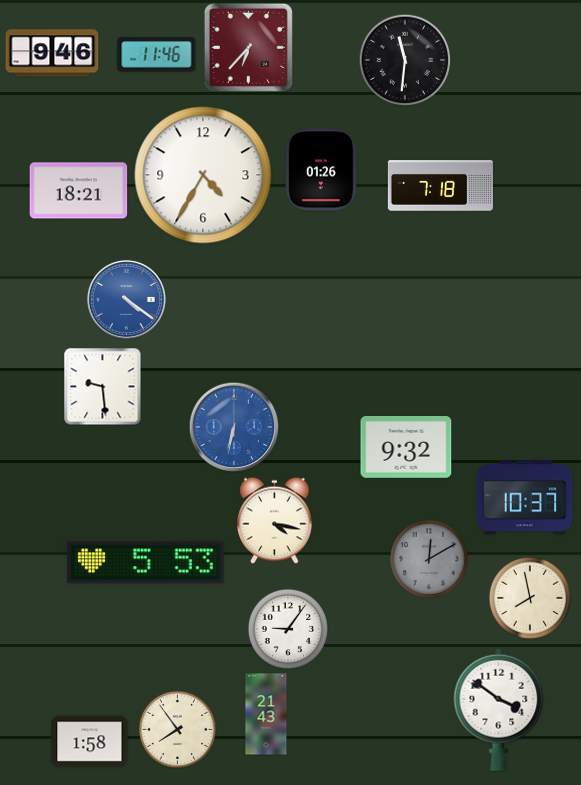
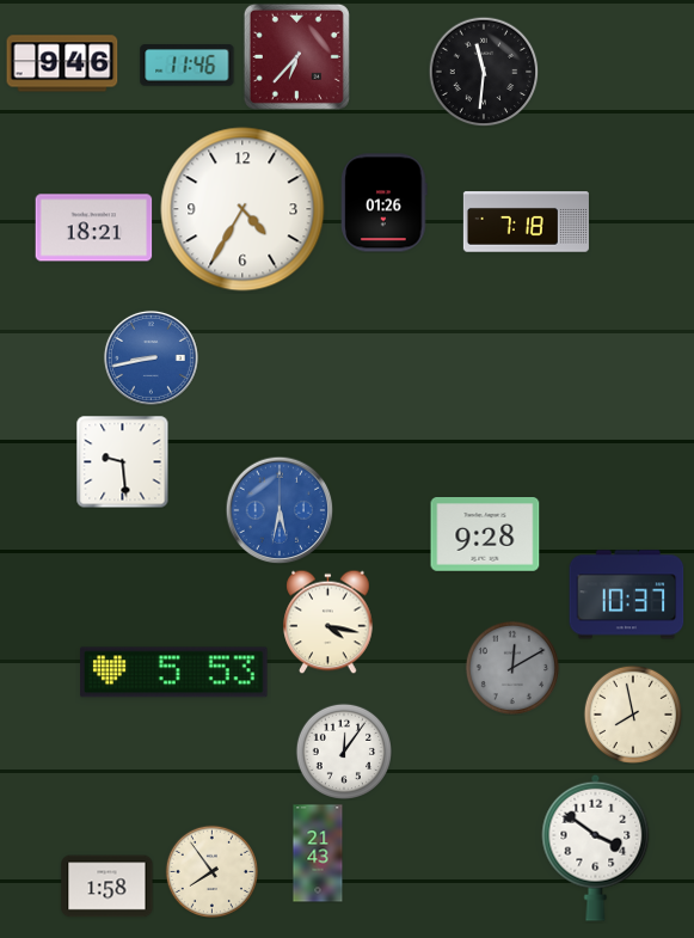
clock at (126, 299): 4:21 -> 8:43
clock at (234, 427): 6:32 -> 5:32
clock at (406, 448): 9:32 -> 9:28
clock at (287, 628): 9:06 -> 12:06
